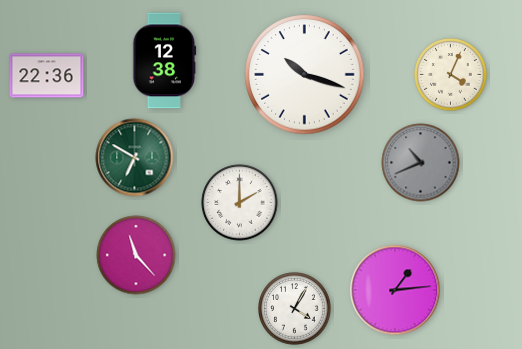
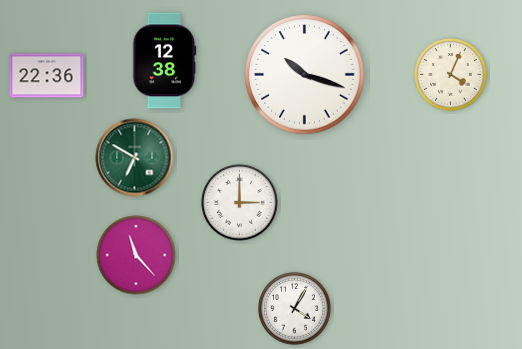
clock at (421, 163): 10:41 -> none
clock at (240, 203): 2:00 -> 3:00
clock at (395, 290): 1:14 -> none
